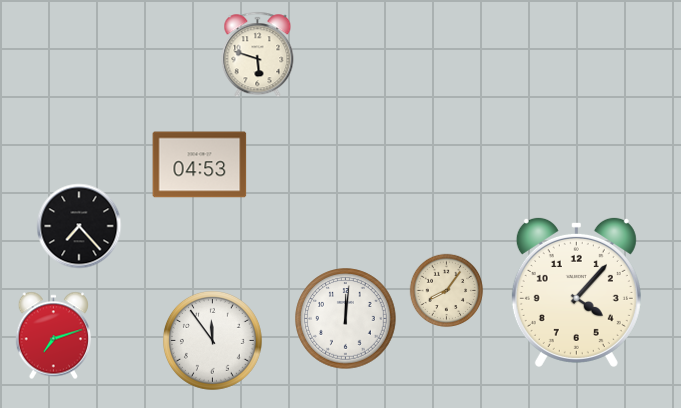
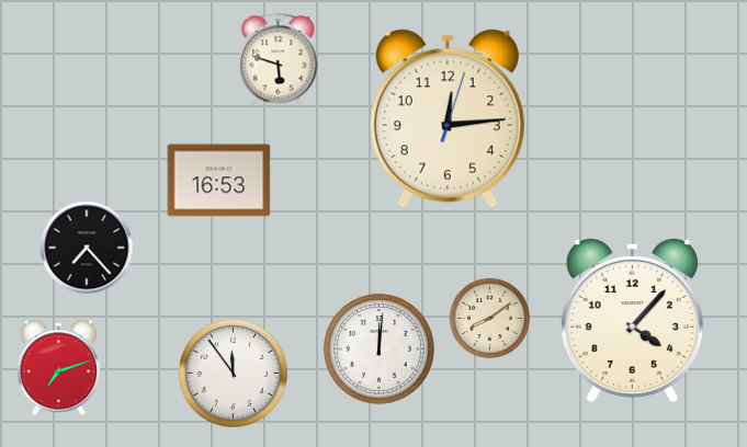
clock at (258, 55) position: (258, 55) -> (279, 60)
clock at (448, 118): none -> 12:14
clock at (200, 165): 04:53 -> 16:53
clock at (447, 291): 8:06 -> 8:09
